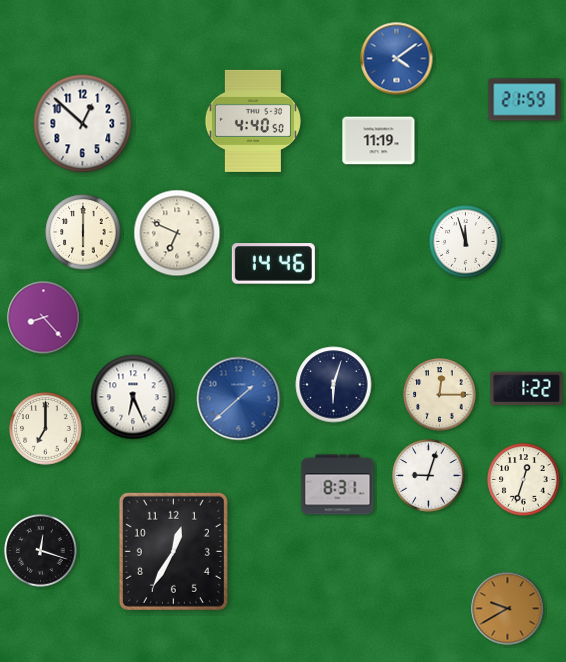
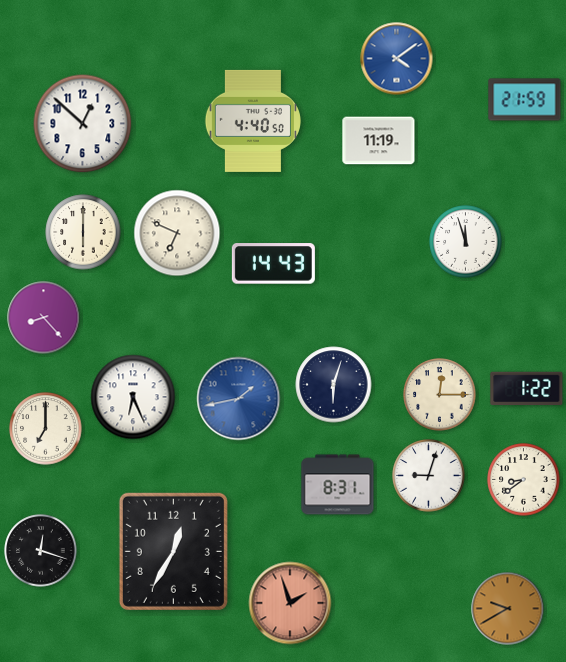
clock at (273, 264): 14:46 -> 14:43
clock at (239, 399): 1:38 -> 1:43
clock at (524, 480): 12:33 -> 8:39
clock at (290, 603): none -> 1:57
